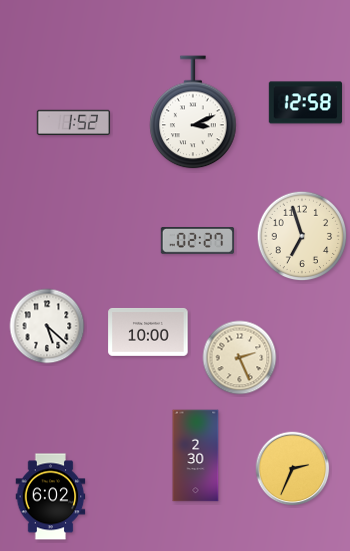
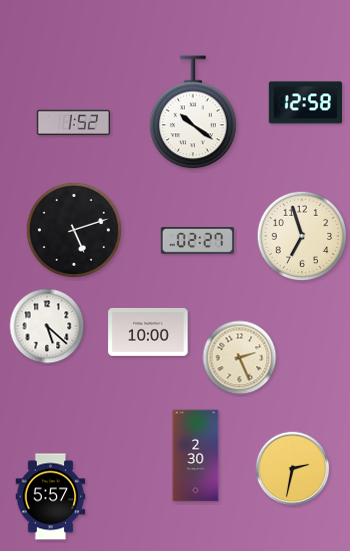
clock at (193, 112): 3:11 -> 10:21
clock at (74, 230): none -> 5:12
clock at (293, 469): 2:34 -> 2:32
clock at (51, 497): 6:02 -> 5:57
